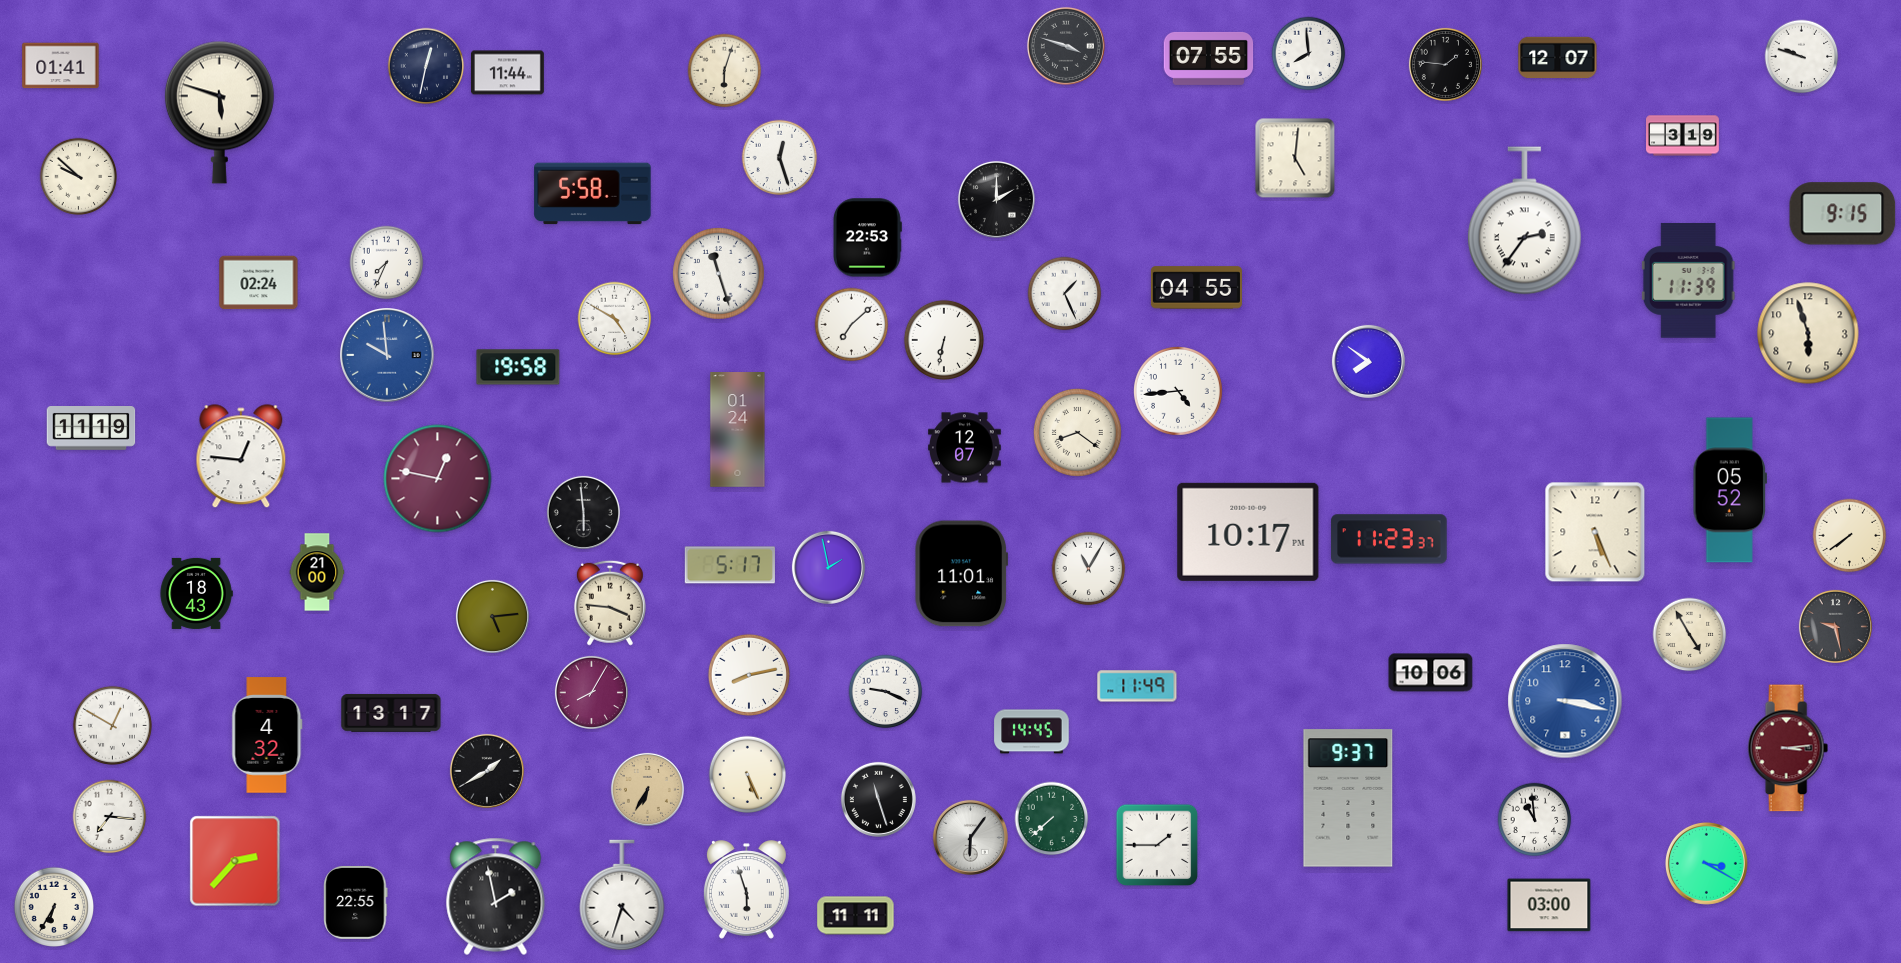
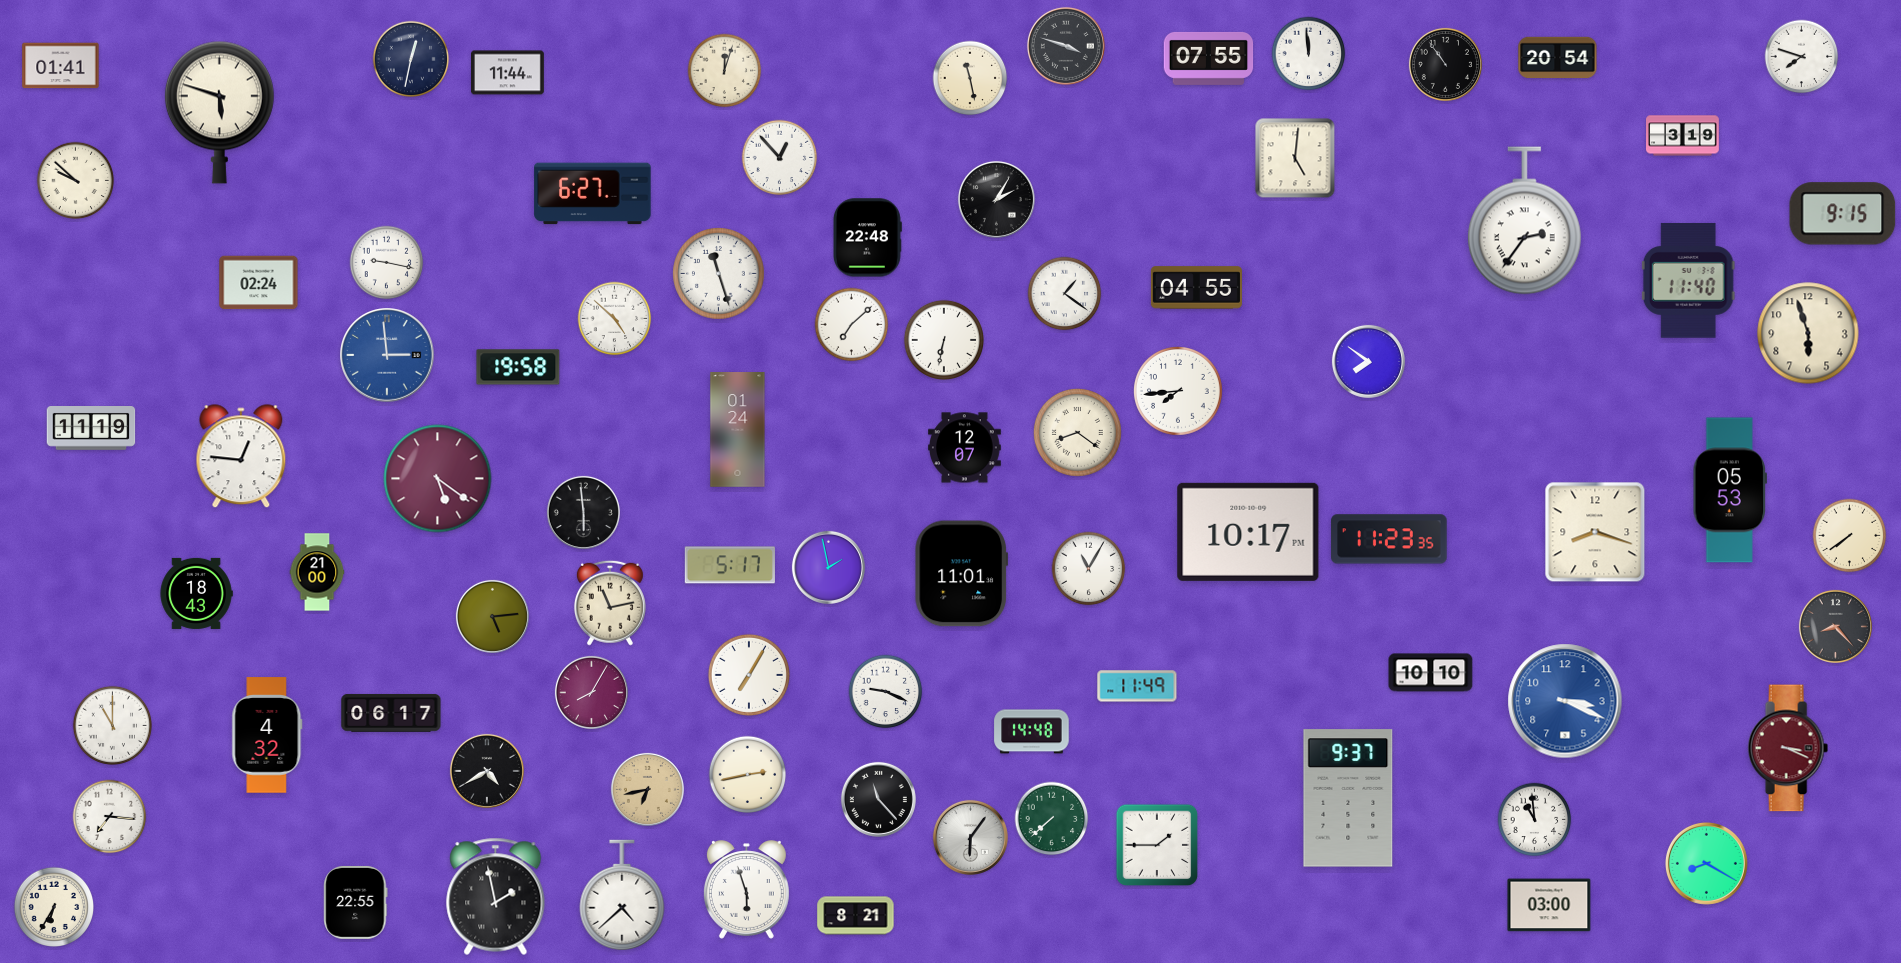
clock at (1309, 54): 7:59 -> 11:59
clock at (1802, 57): 9:48 -> 7:48
clock at (1558, 58): 12:07 -> 20:54
clock at (1445, 64): 1:46 -> 10:54
clock at (426, 66) position: (426, 66) -> (411, 59)
clock at (725, 71): 6:03 -> 12:03
clock at (970, 78): none -> 11:28
clock at (780, 158): 12:27 -> 12:53
clock at (79, 177) position: (79, 177) -> (76, 181)
clock at (593, 194): 5:58 -> 6:27
clock at (996, 199): 2:00 -> 2:05
clock at (868, 238): 22:53 -> 22:48
clock at (387, 263): 7:34 -> 9:17
clock at (1688, 280): 11:39 -> 11:40
clock at (1065, 294): 1:26 -> 1:21
clock at (615, 319): 4:50 -> 4:52
clock at (387, 355): 9:59 -> 2:59
clock at (1179, 392): 4:44 -> 7:44
clock at (438, 479): 12:47 -> 5:21
clock at (1729, 490): 05:52 -> 05:53
clock at (1595, 532): 5:26 -> 8:18
clock at (1389, 539): 11:23:37 -> 11:23:35
clock at (610, 603): 3:46 -> 11:13
clock at (1835, 626): 9:28 -> 8:23
clock at (1690, 635): 4:55 -> none
clock at (1431, 673): 10:06 -> 10:10
clock at (749, 675): 8:13 -> 7:05
clock at (1565, 701): 3:17 -> 3:19
clock at (391, 713): 13:17 -> 06:17
clock at (112, 725): 12:50 -> 11:00
clock at (1032, 732): 14:45 -> 14:48
clock at (1788, 748): 3:14 -> 3:19
clock at (487, 771): 1:40 -> 4:40
clock at (748, 775): 5:26 -> 2:43
clock at (647, 789): 6:35 -> 6:43
clock at (878, 799): 11:27 -> 11:23
clock at (235, 861): 2:37 -> none
clock at (1706, 863): 3:20 -> 8:20
clock at (622, 895): 4:33 -> 4:38
clock at (856, 916): 11:11 -> 8:21
